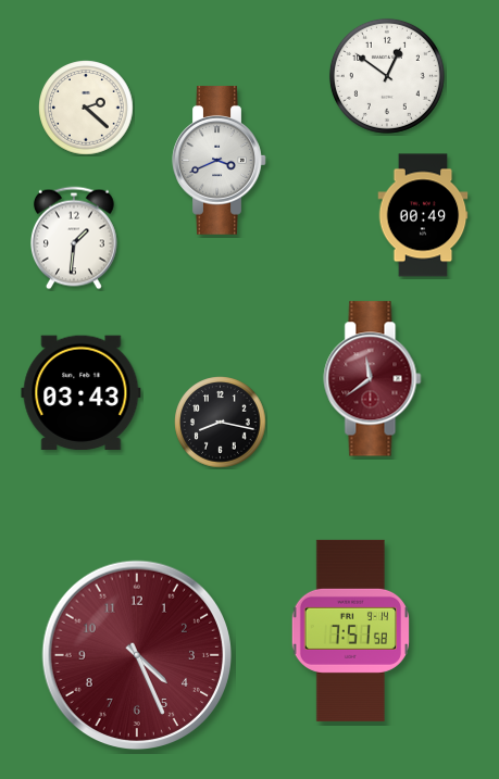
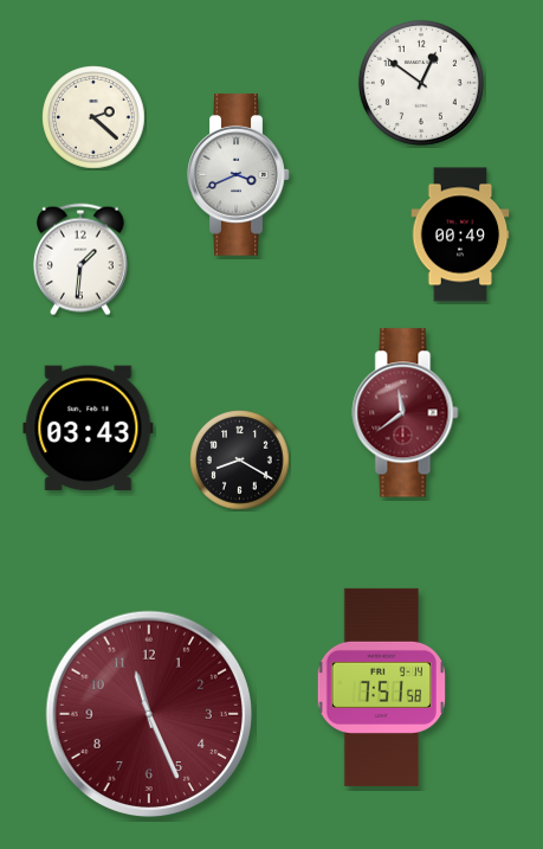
clock at (221, 423): 8:17 -> 8:20
clock at (137, 655): 4:26 -> 11:26
